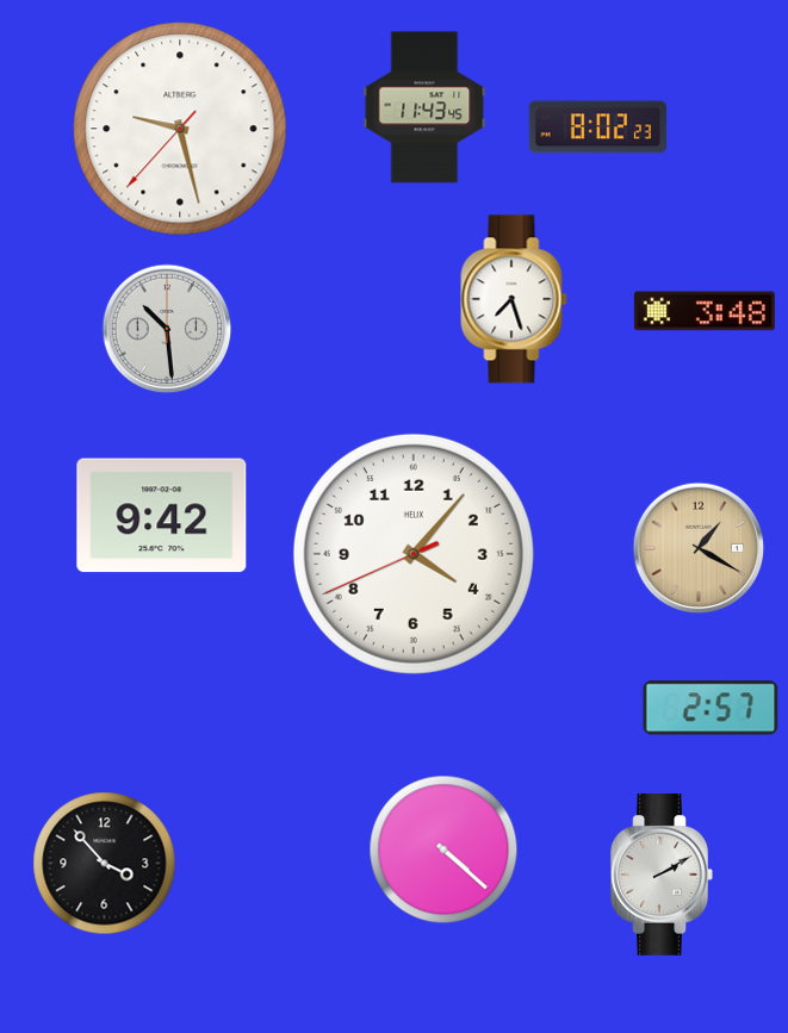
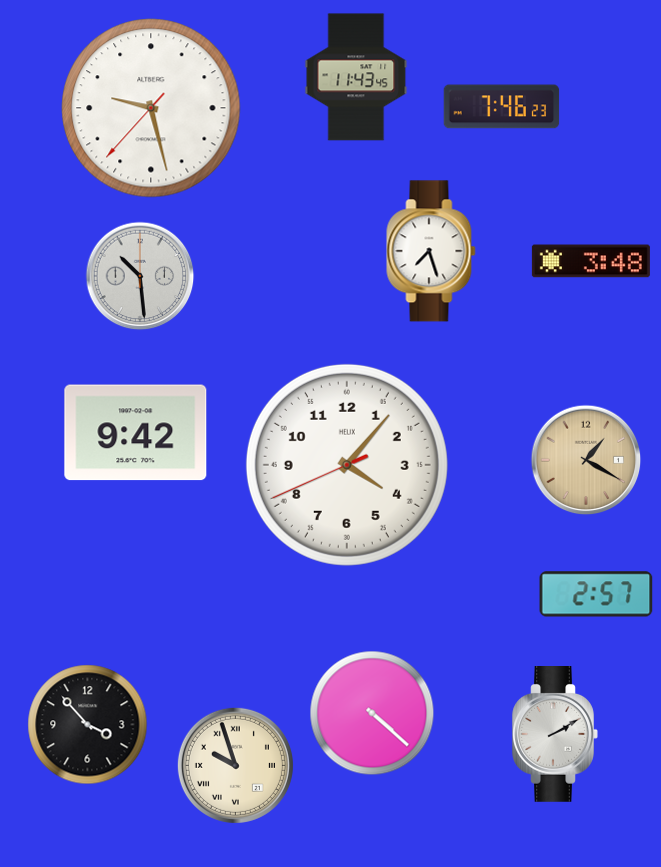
clock at (424, 107) position: (424, 107) -> (356, 77)
clock at (598, 127): 8:02 -> 7:46
clock at (235, 765): none -> 9:57
